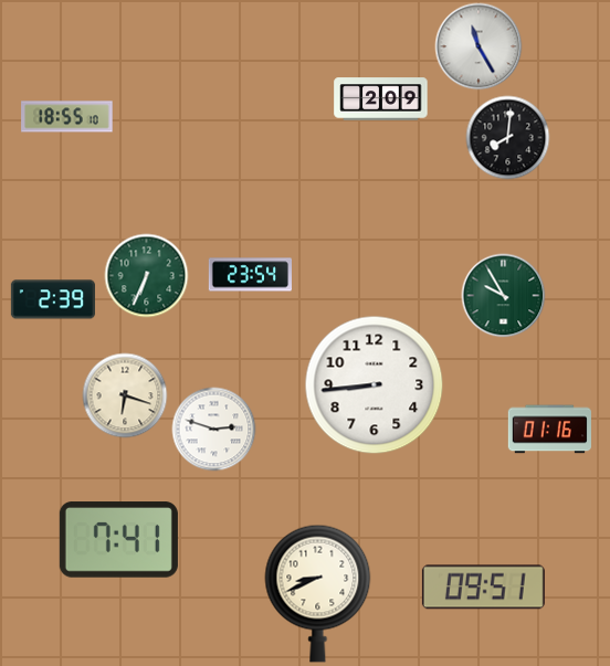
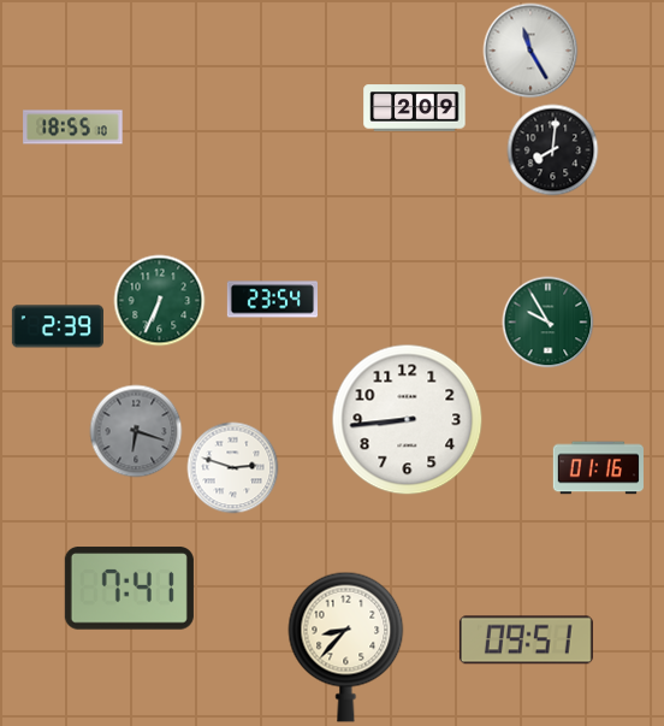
clock at (478, 46) position: (478, 46) -> (530, 51)
clock at (125, 395) dial: cream -> grey
clock at (318, 593): 8:41 -> 8:37
